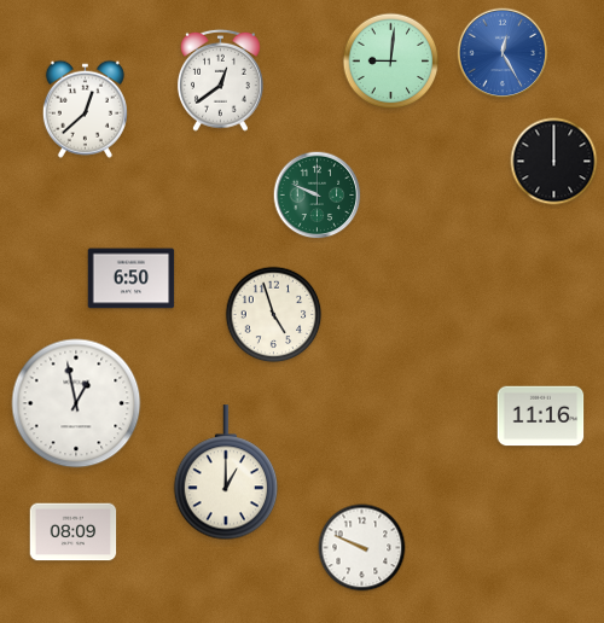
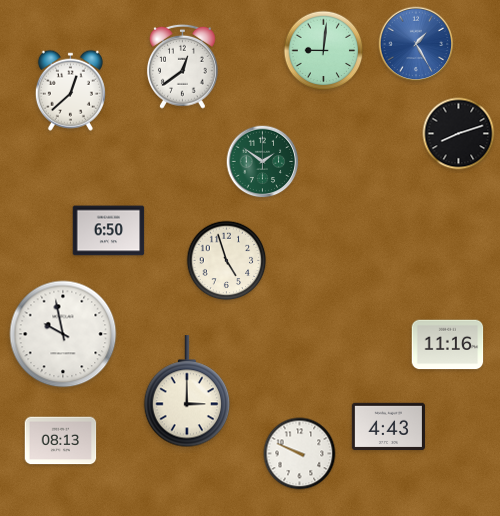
clock at (503, 53): 12:25 -> 1:25
clock at (554, 162): 12:00 -> 8:12
clock at (318, 196): 9:49 -> 1:51
clock at (76, 403): 12:58 -> 9:58
clock at (226, 473): 1:00 -> 3:00
clock at (388, 427): none -> 4:43
clock at (74, 532): 08:09 -> 08:13
